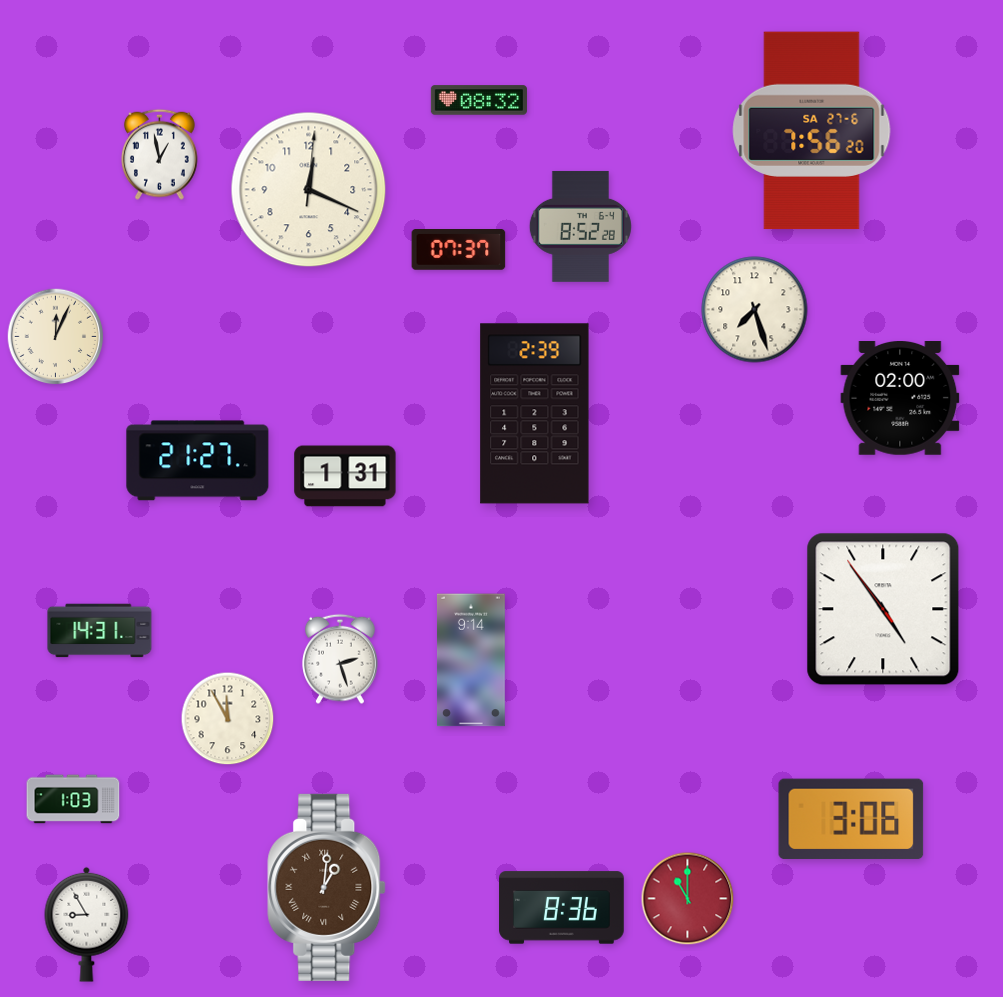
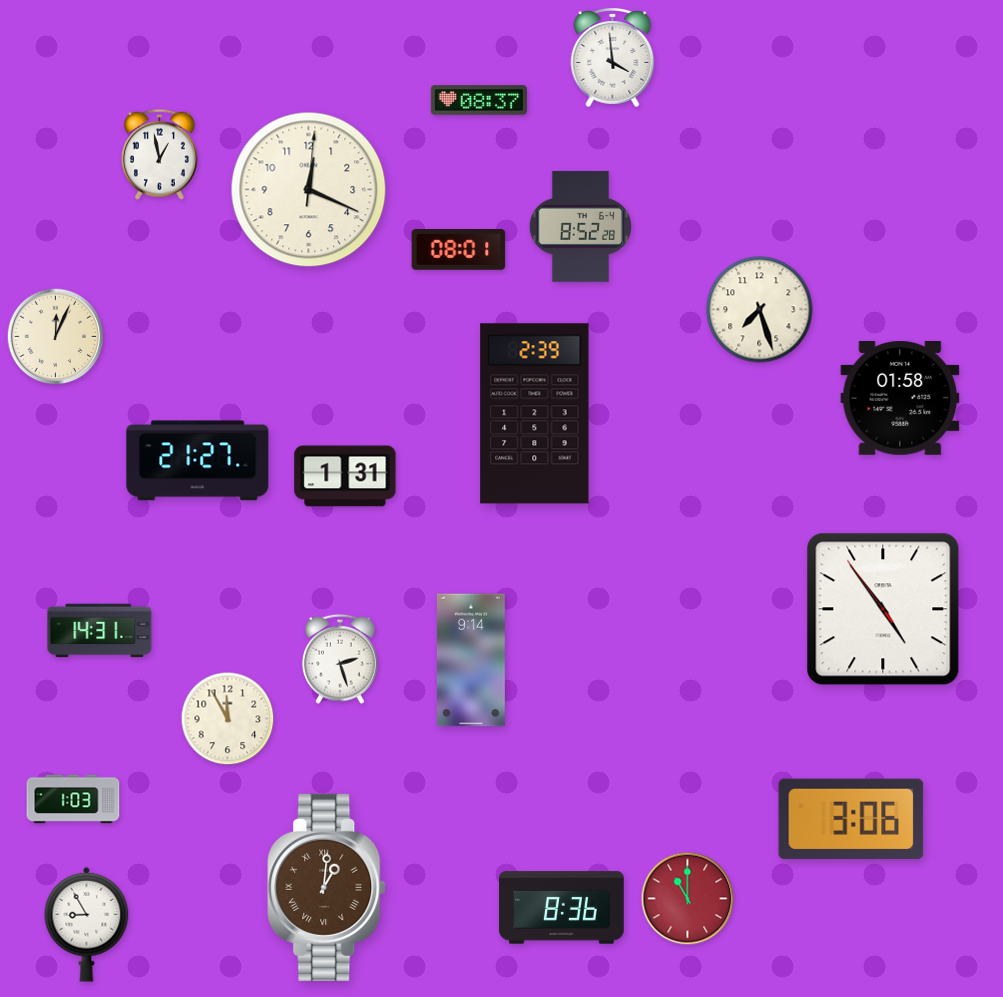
clock at (613, 57): none -> 3:59
clock at (479, 100): 08:32 -> 08:37
clock at (812, 131): 7:56 -> none
clock at (459, 250): 07:37 -> 08:01
clock at (755, 310) position: (755, 310) -> (760, 310)
clock at (900, 399): 02:00 -> 01:58
